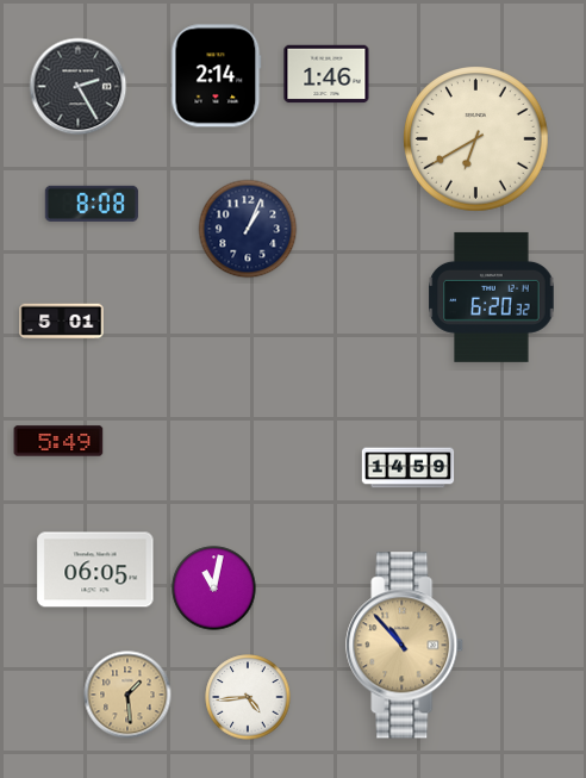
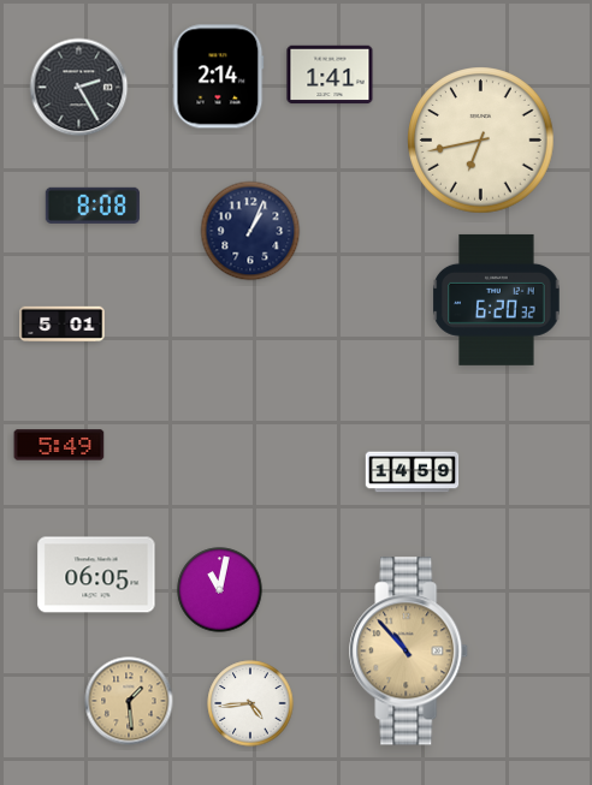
clock at (326, 74): 1:46 -> 1:41
clock at (476, 139): 6:40 -> 6:43
clock at (214, 589) position: (214, 589) -> (220, 590)
